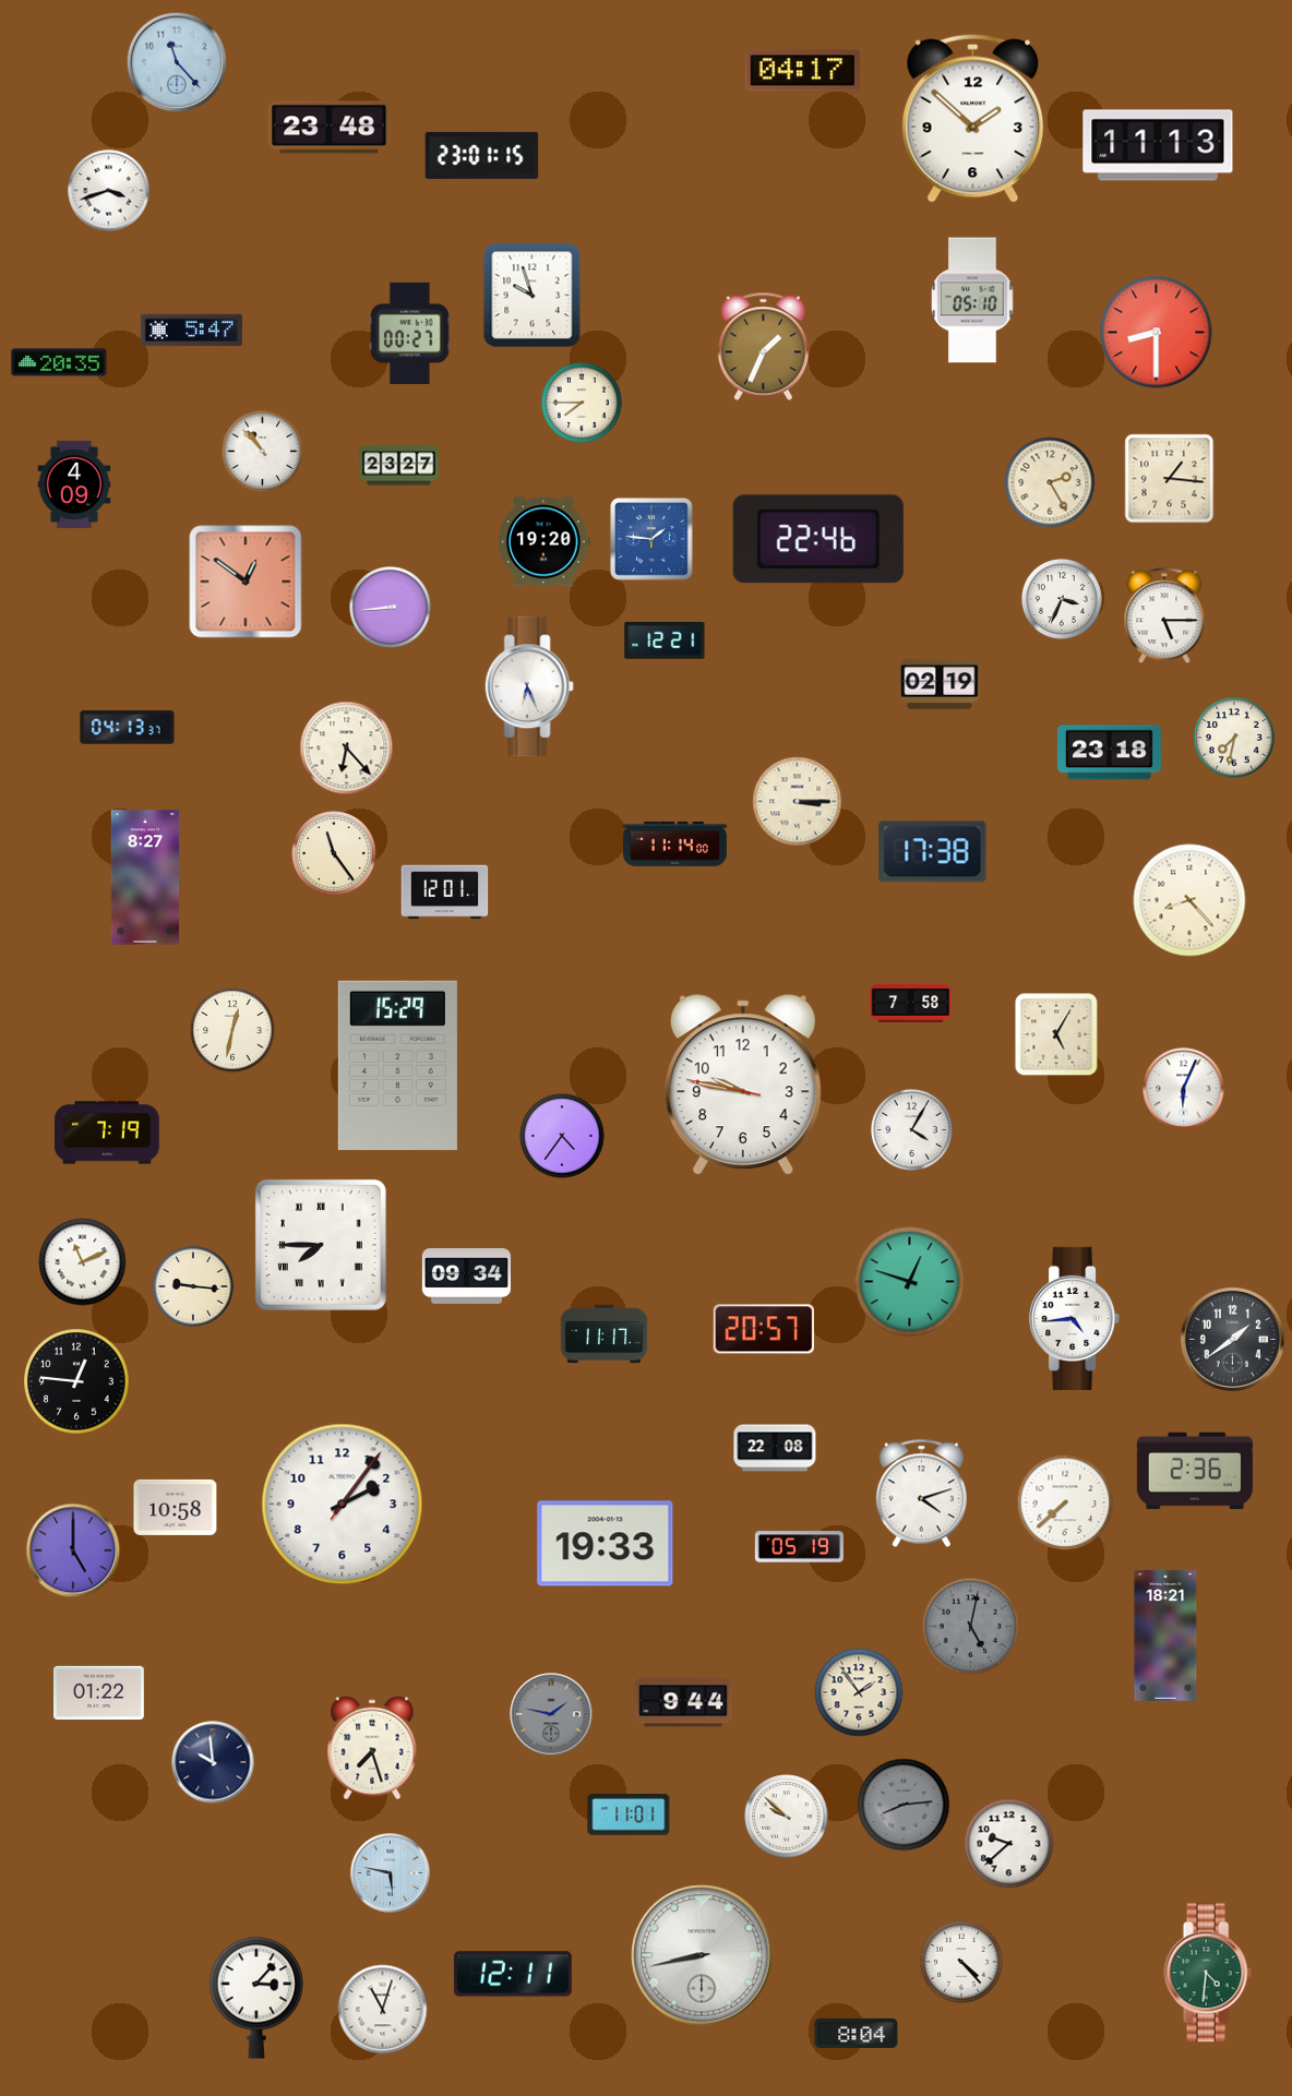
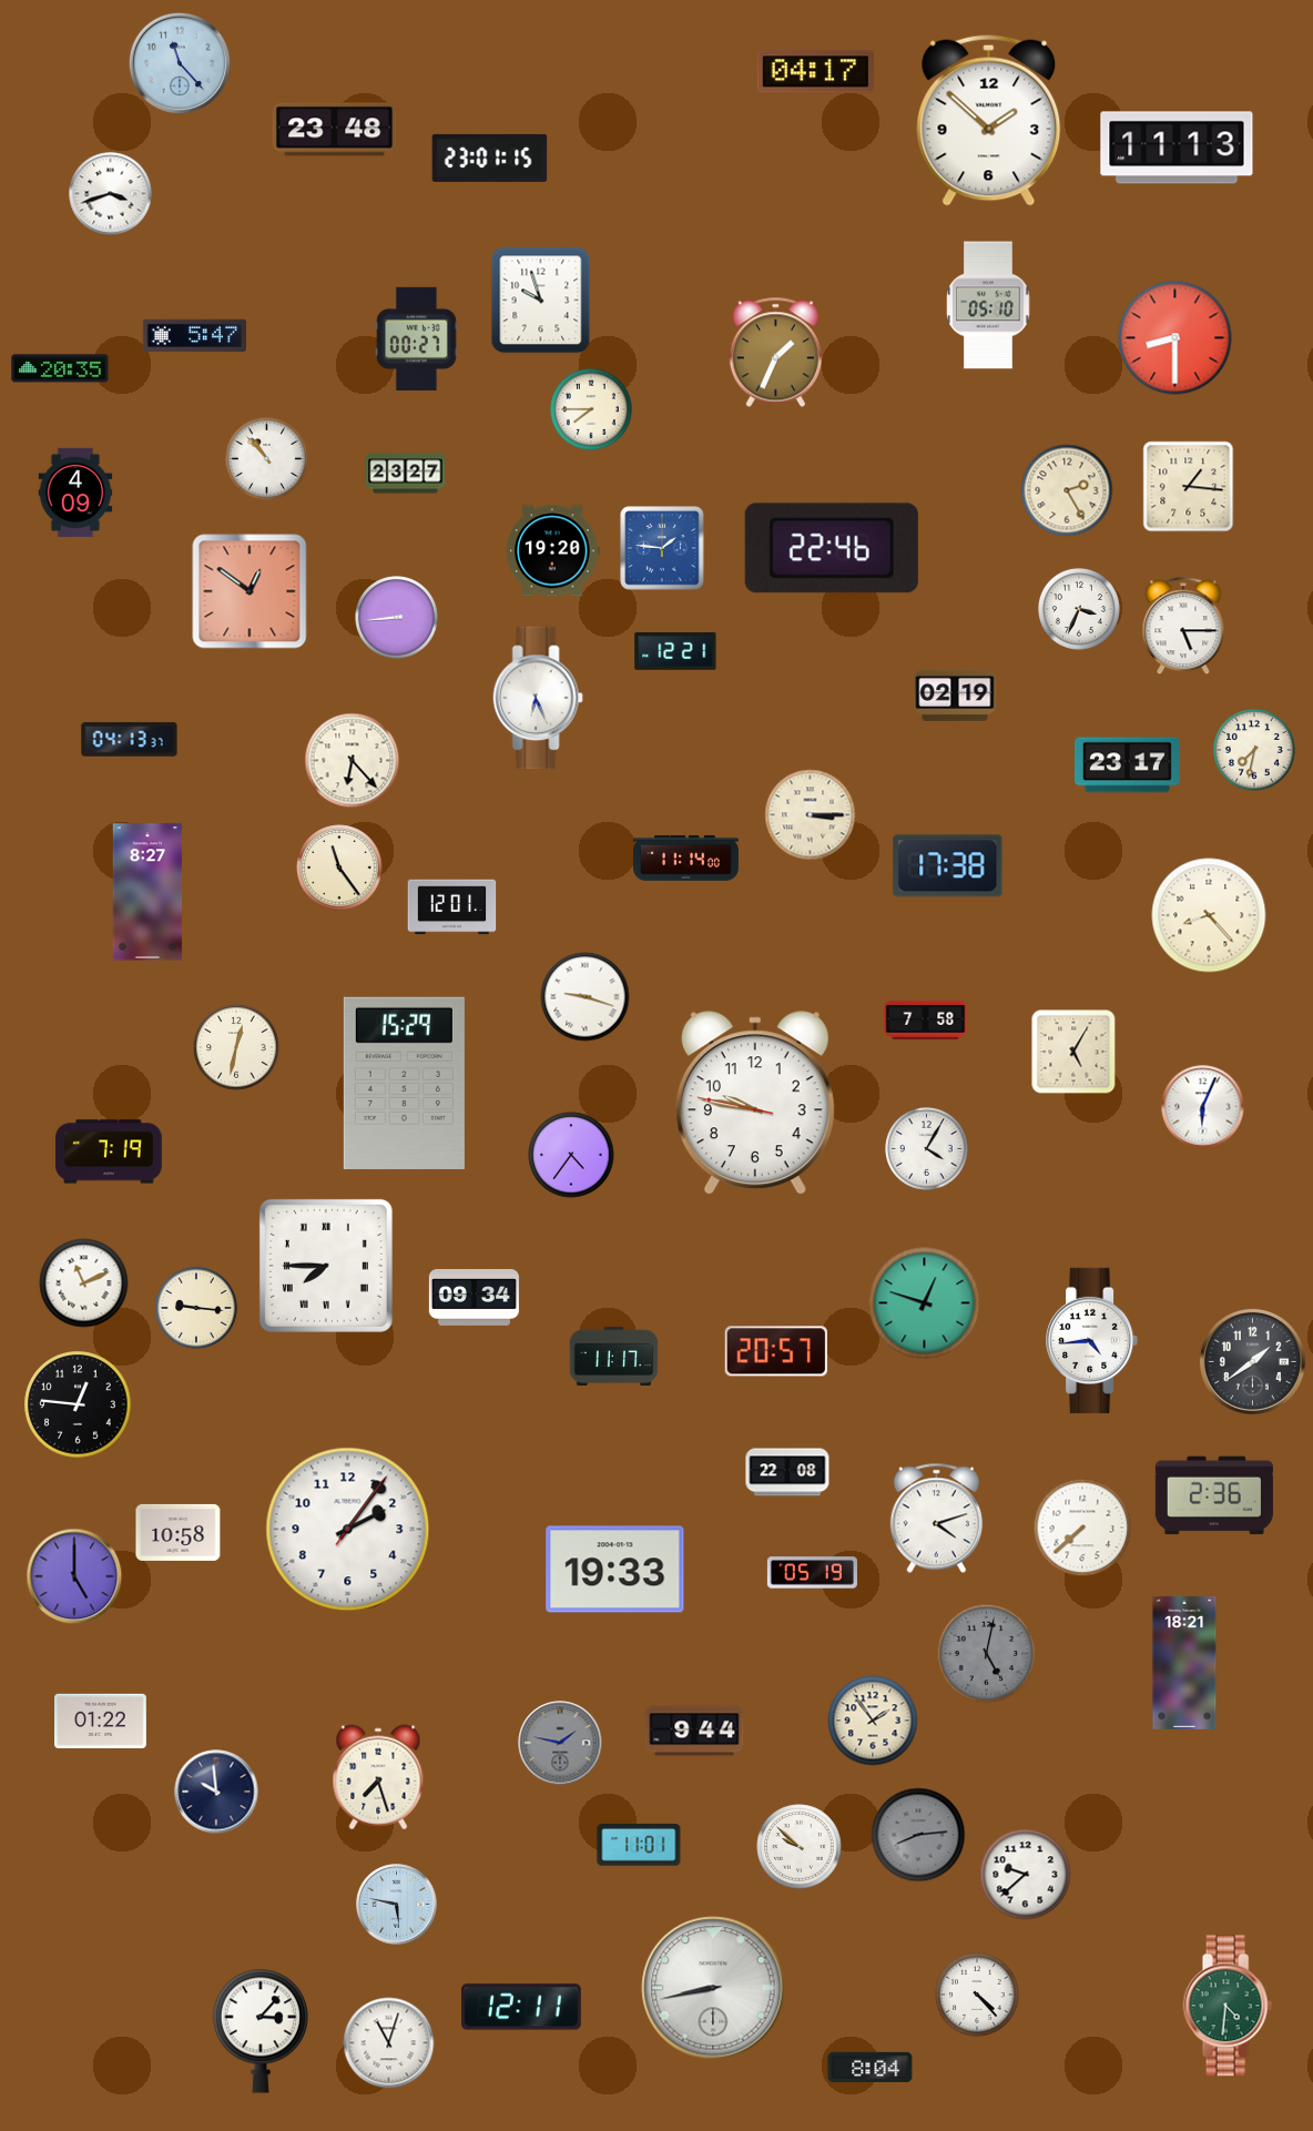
clock at (1109, 753): 23:18 -> 23:17
clock at (586, 997): none -> 9:18
